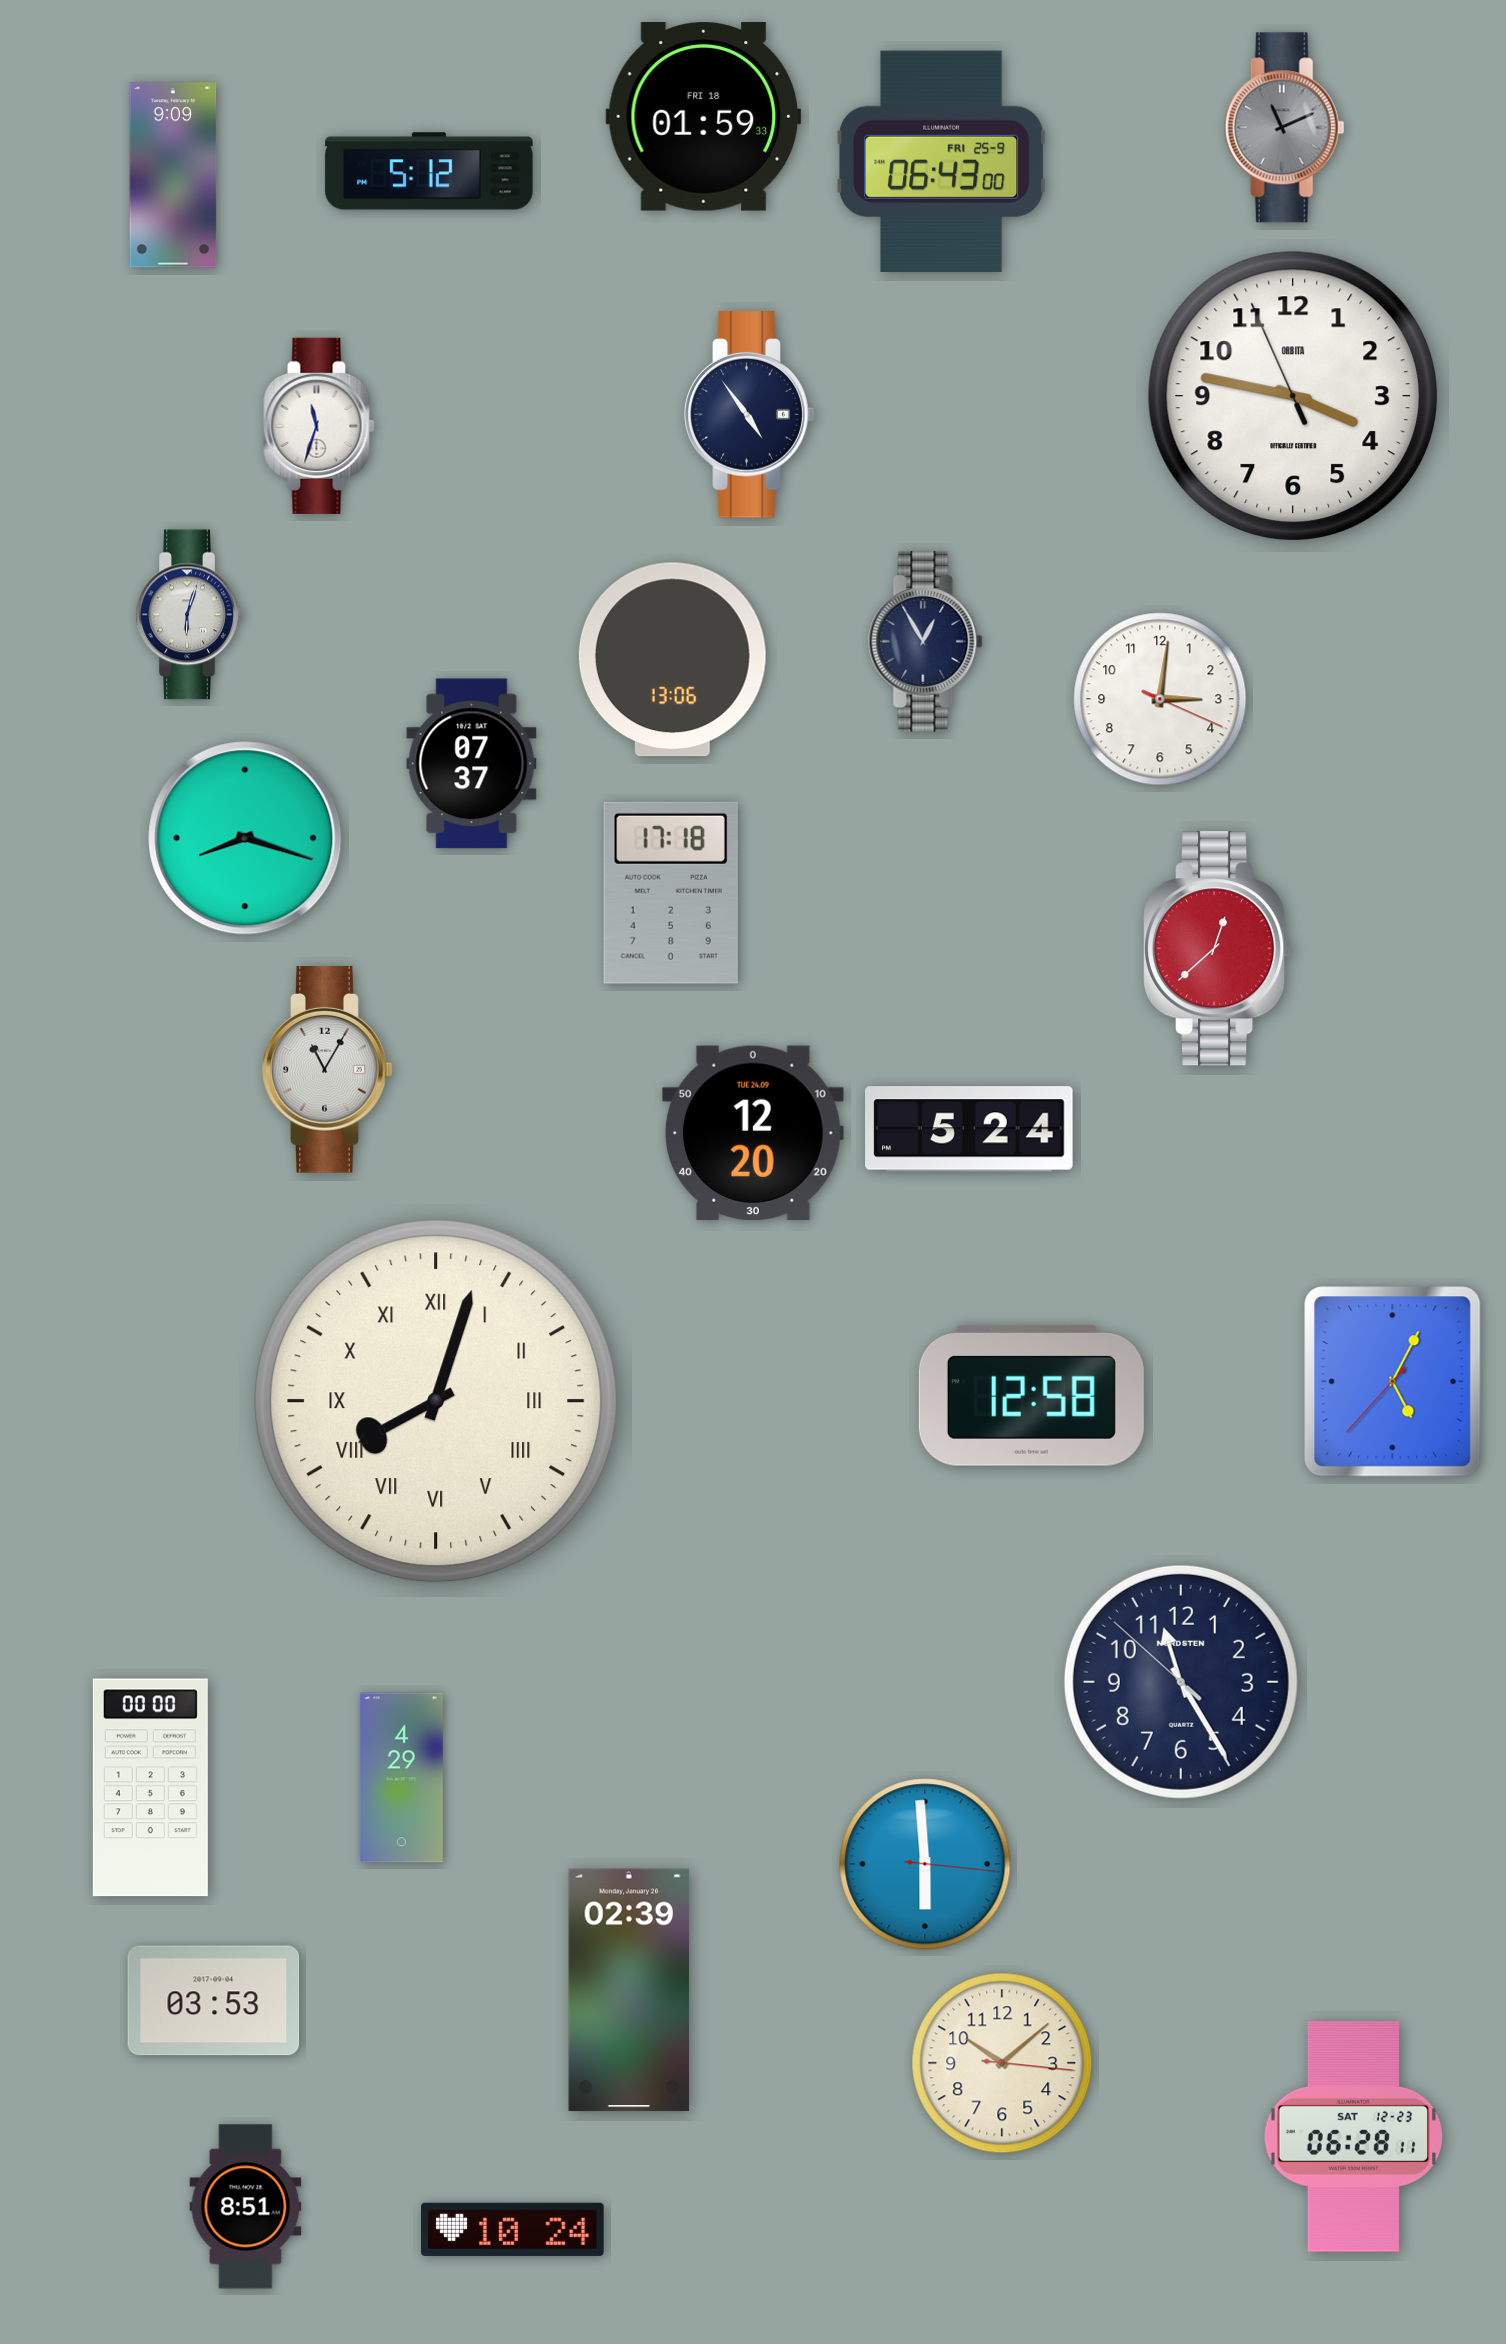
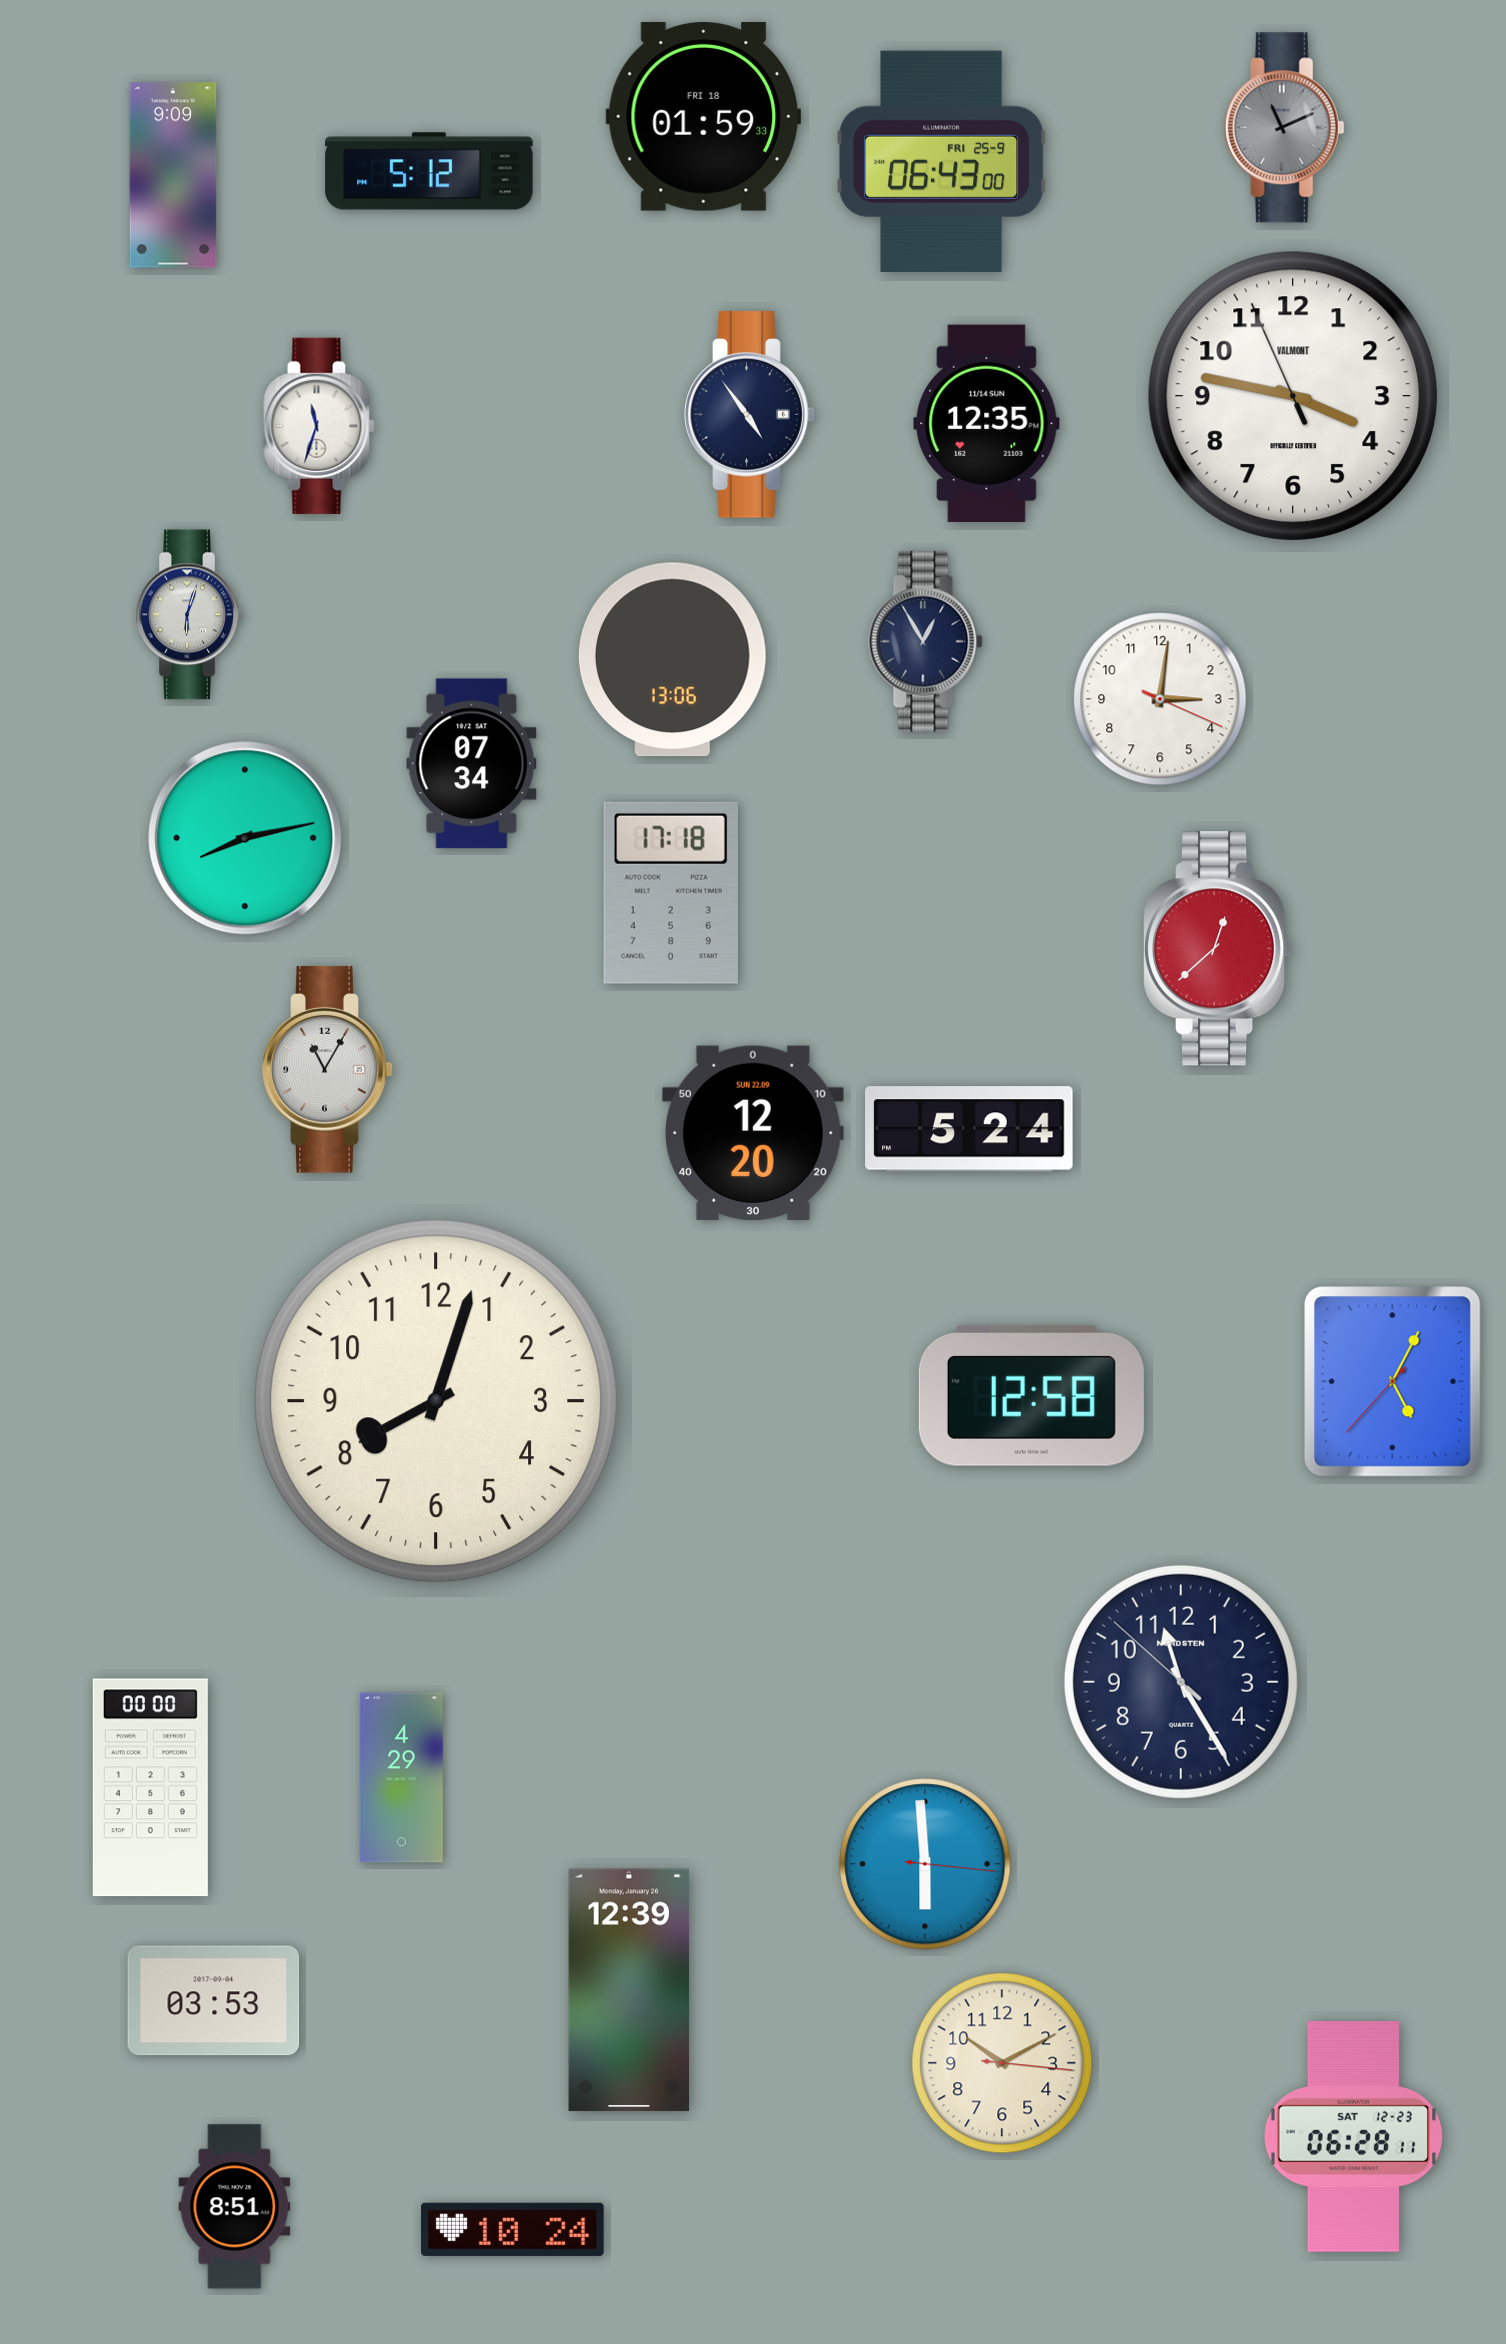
clock at (1293, 396) brand: ORBITA -> VALMONT
clock at (987, 423): none -> 12:35
clock at (472, 764): 07:37 -> 07:34
clock at (245, 838): 8:18 -> 8:13
clock at (753, 1133) date: TUE 24.09 -> SUN 22.09
clock at (436, 1401) numerals: Roman -> Arabic
clock at (629, 1990): 02:39 -> 12:39
clock at (1002, 2063): 10:08 -> 10:10
clock at (246, 2207) position: (246, 2207) -> (235, 2207)
